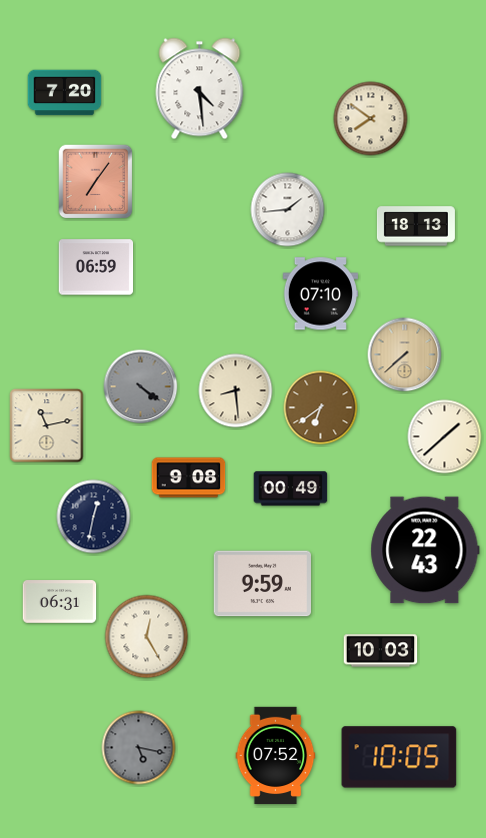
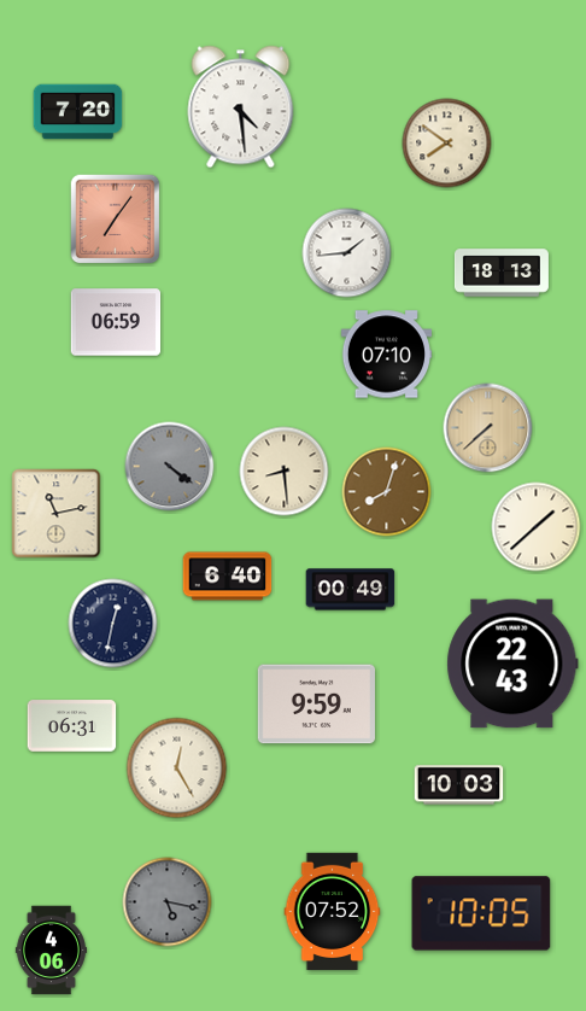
clock at (321, 408): 6:39 -> 8:03
clock at (189, 478): 9:08 -> 6:40
clock at (51, 951): none -> 4:06
